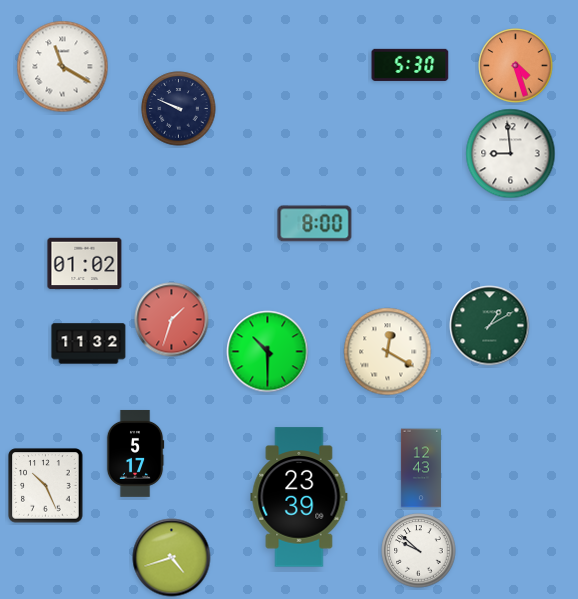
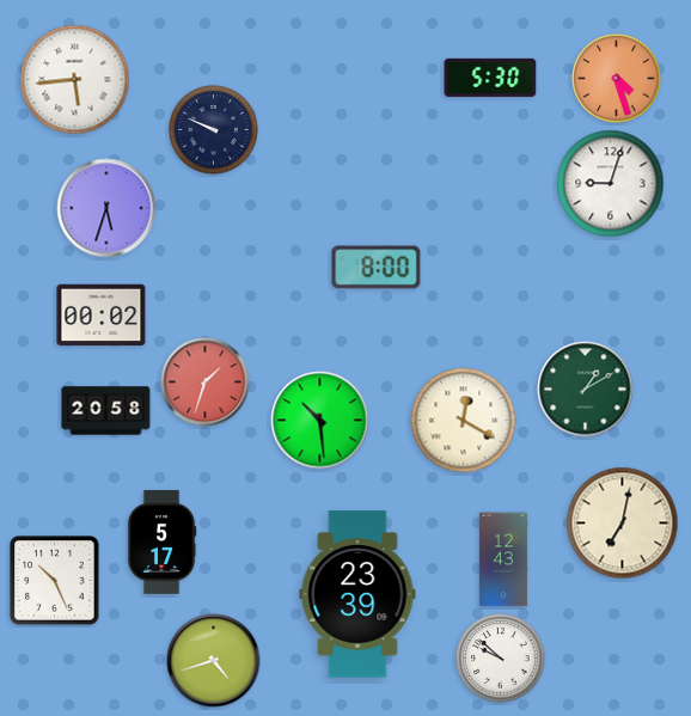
clock at (63, 67): 11:20 -> 5:44
clock at (511, 154): 8:59 -> 9:03
clock at (106, 208): none -> 5:33
clock at (85, 264): 01:02 -> 00:02
clock at (89, 344): 11:32 -> 20:58
clock at (268, 352): 10:30 -> 10:29
clock at (623, 524): none -> 7:02
clock at (172, 558) position: (172, 558) -> (214, 661)
